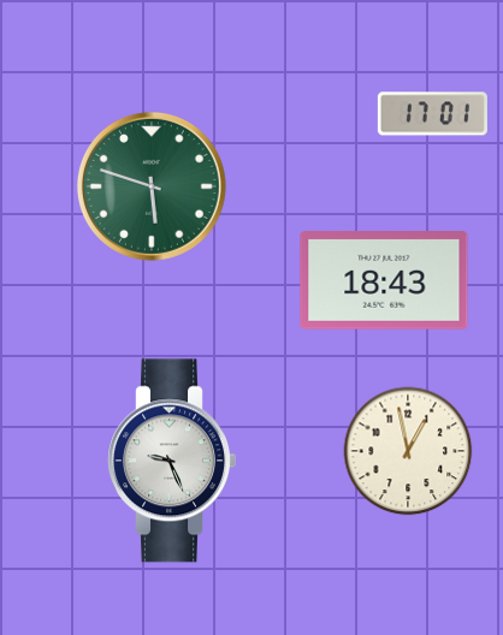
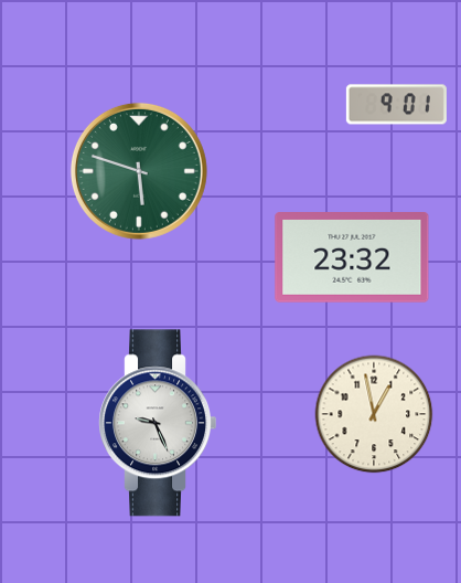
clock at (432, 114): 17:01 -> 9:01
clock at (384, 281): 18:43 -> 23:32
